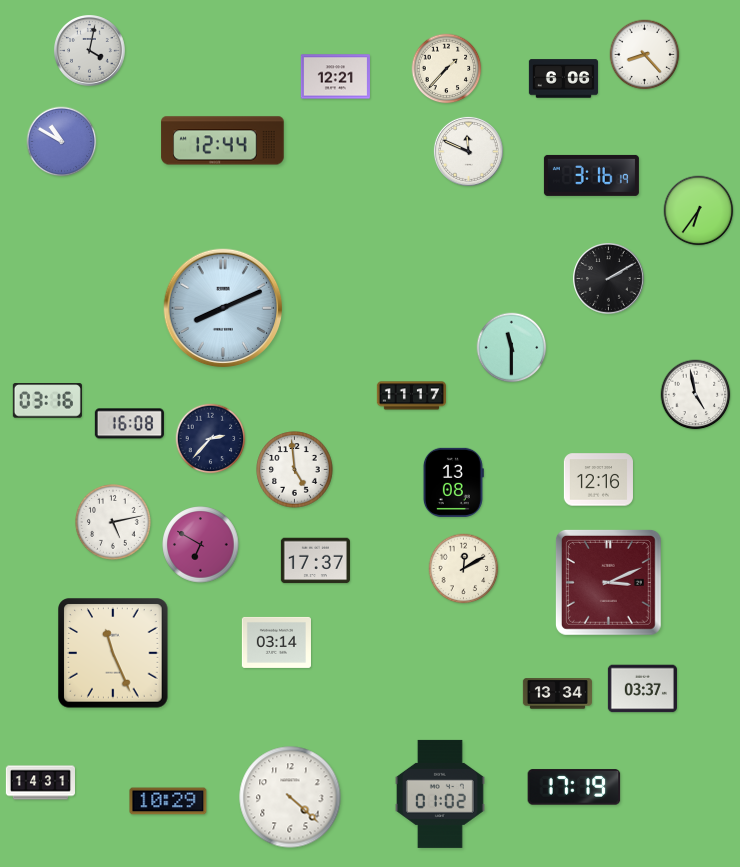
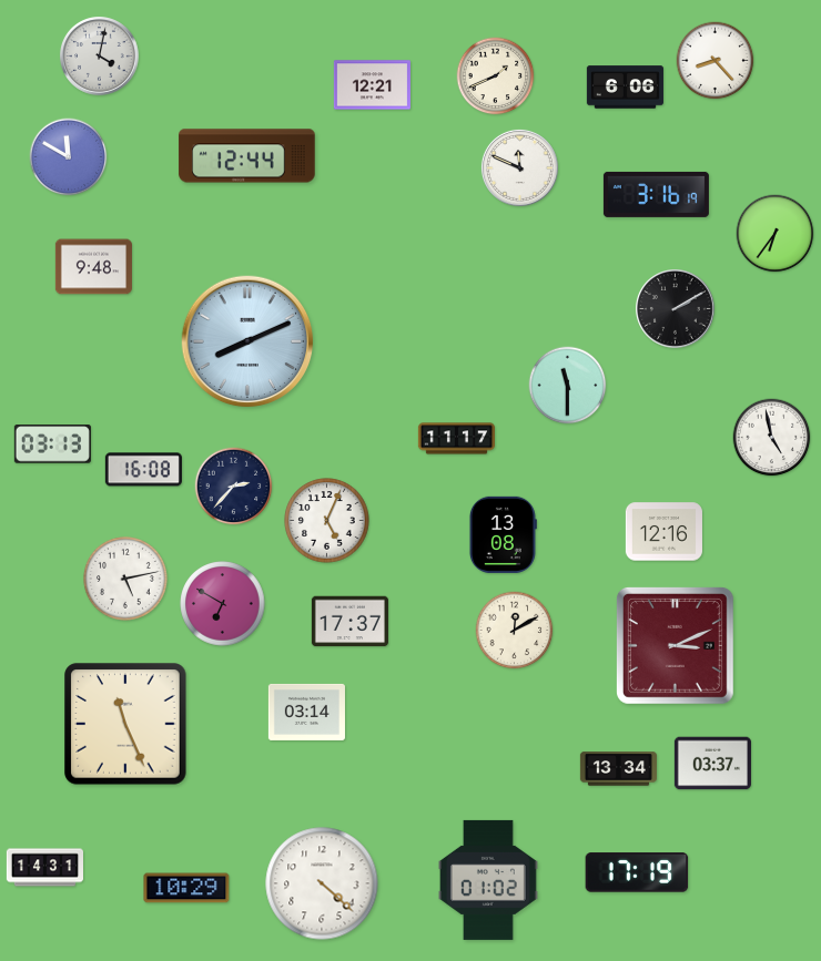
clock at (447, 69): 1:37 -> 1:41
clock at (62, 142): 10:50 -> 11:50
clock at (93, 267): none -> 9:48
clock at (47, 401): 03:16 -> 03:13
clock at (295, 470): 4:59 -> 5:04
